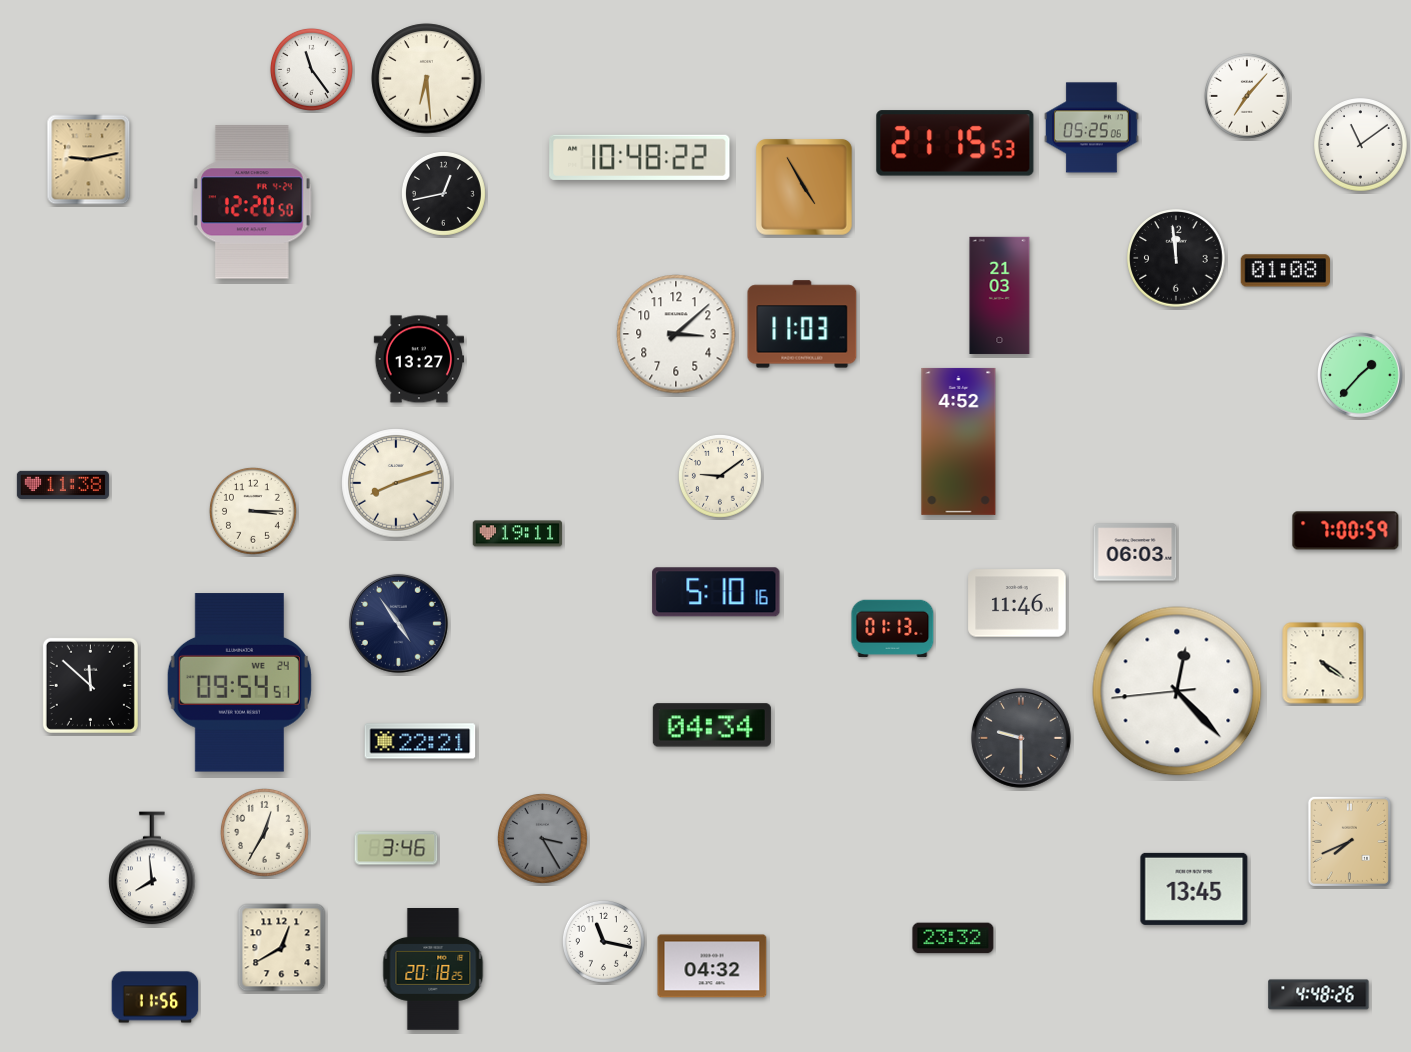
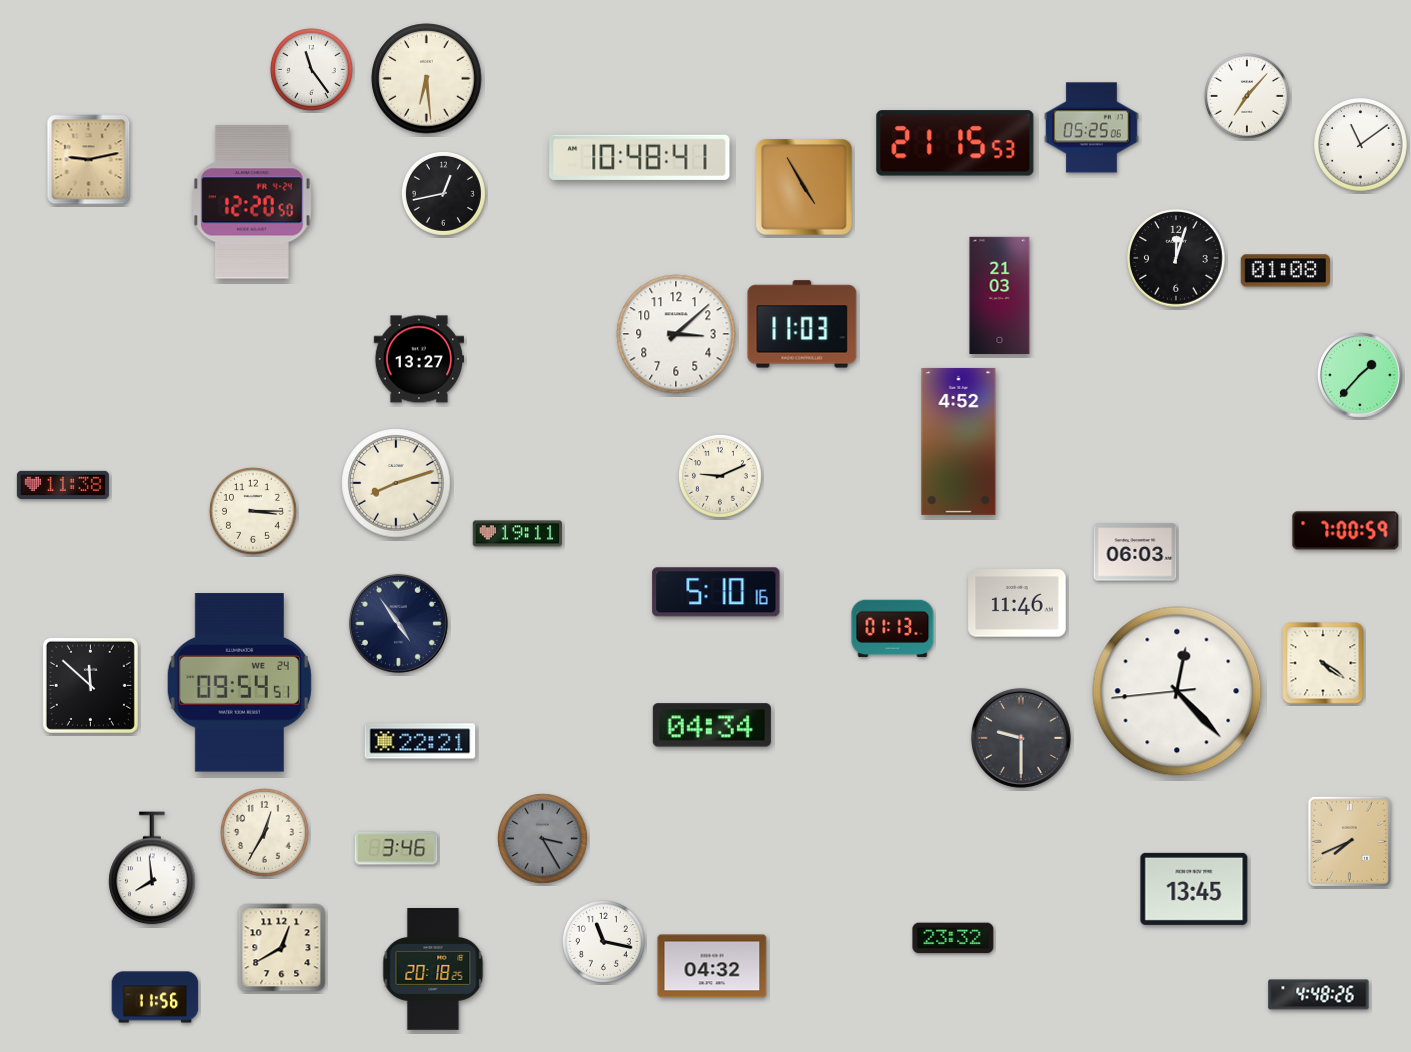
clock at (640, 157): 10:48:22 -> 10:48:41
clock at (1176, 258): 11:59 -> 12:03
clock at (720, 476): 9:09 -> 9:11
